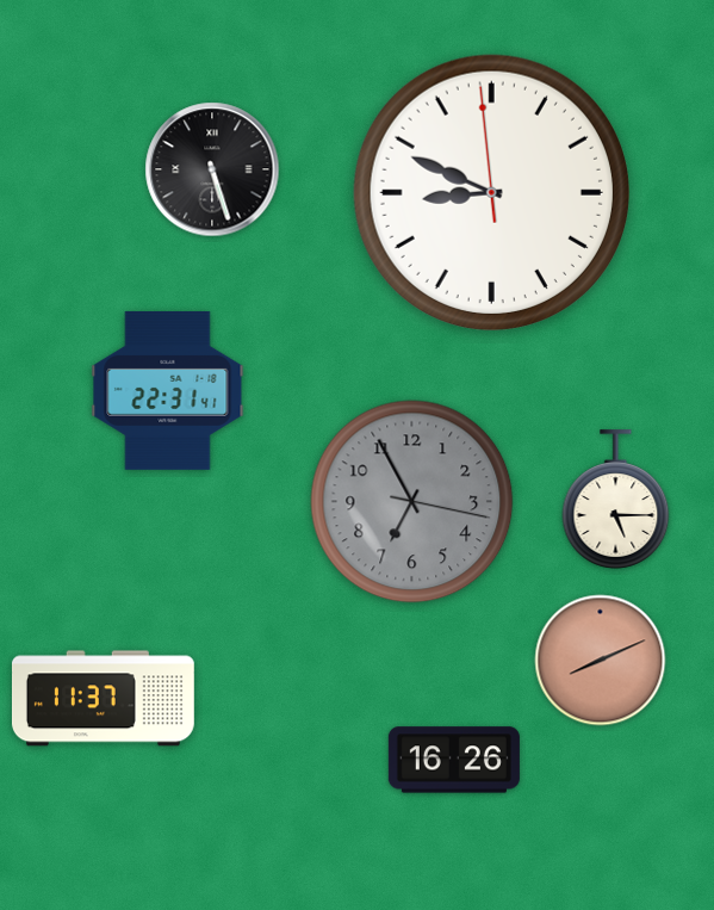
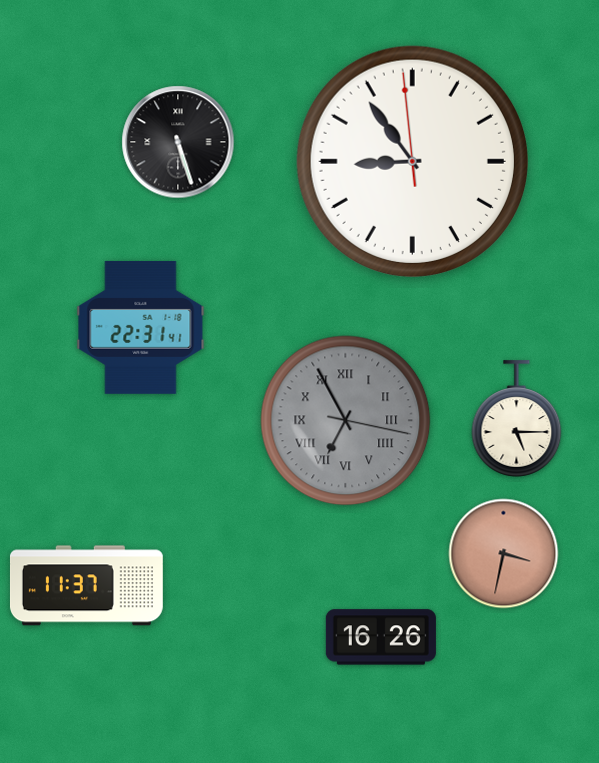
clock at (491, 192): 8:48 -> 8:53
clock at (412, 502) numerals: Arabic -> Roman
clock at (601, 661): 8:11 -> 3:32
